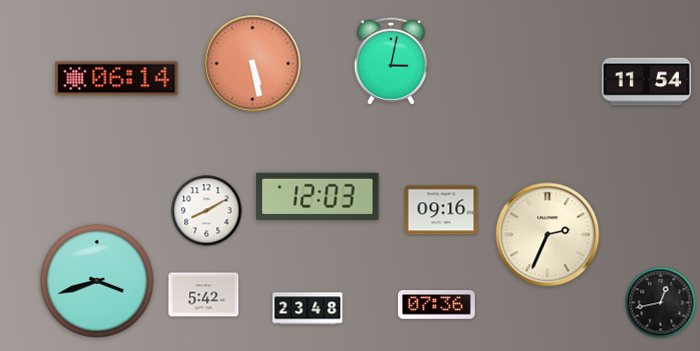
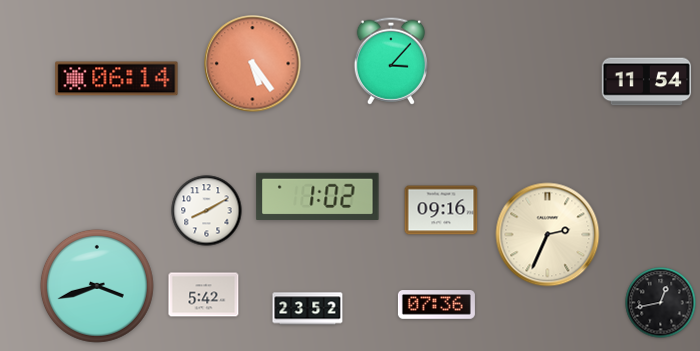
clock at (390, 61): 3:02 -> 3:07
clock at (253, 64): 5:28 -> 5:24
clock at (318, 196): 12:03 -> 1:02
clock at (97, 281) position: (97, 281) -> (97, 286)
clock at (308, 309): 23:48 -> 23:52
